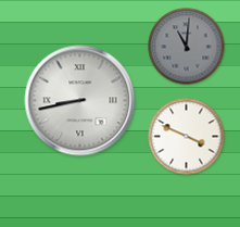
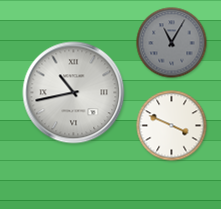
clock at (187, 47): 11:01 -> 11:05
clock at (80, 101): 8:43 -> 10:43
